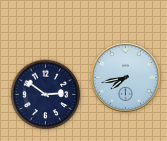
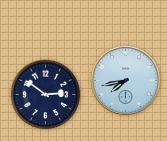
clock at (125, 77) position: (125, 77) -> (125, 80)
